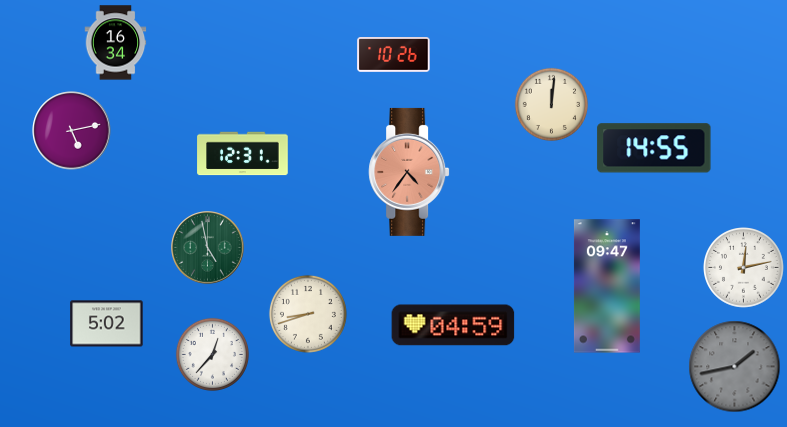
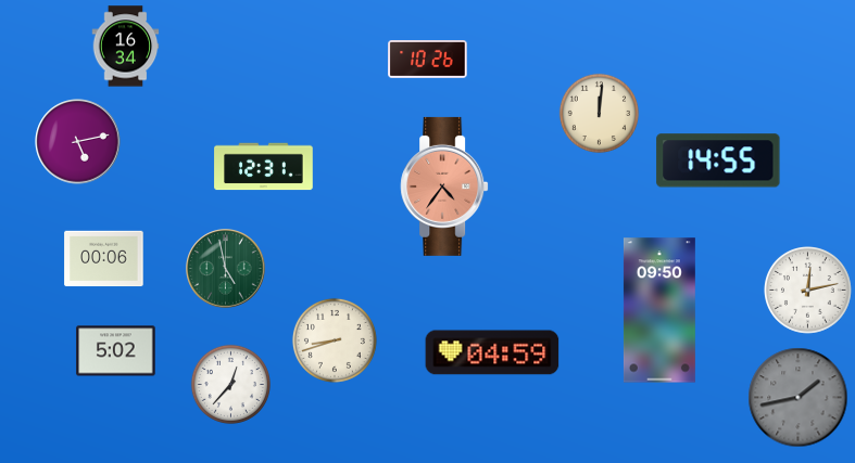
clock at (654, 148) position: (654, 148) -> (718, 160)
clock at (104, 259): none -> 00:06
clock at (607, 286): 09:47 -> 09:50
